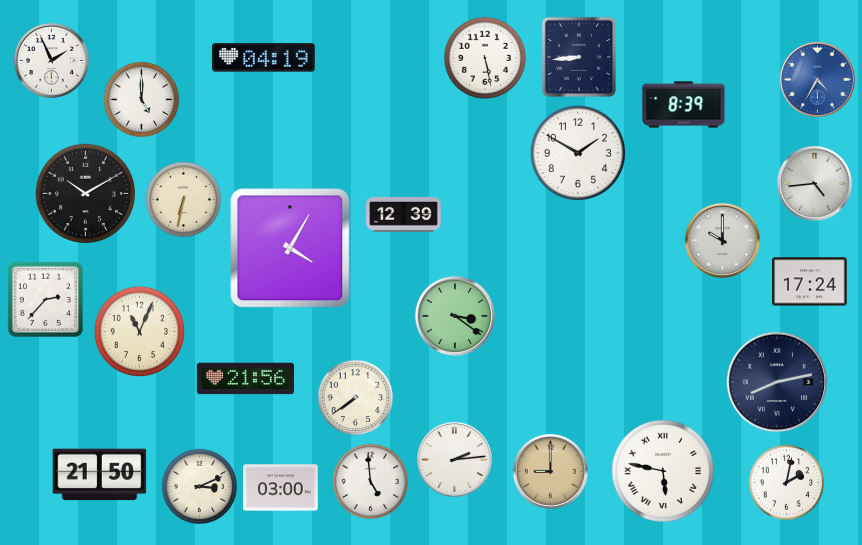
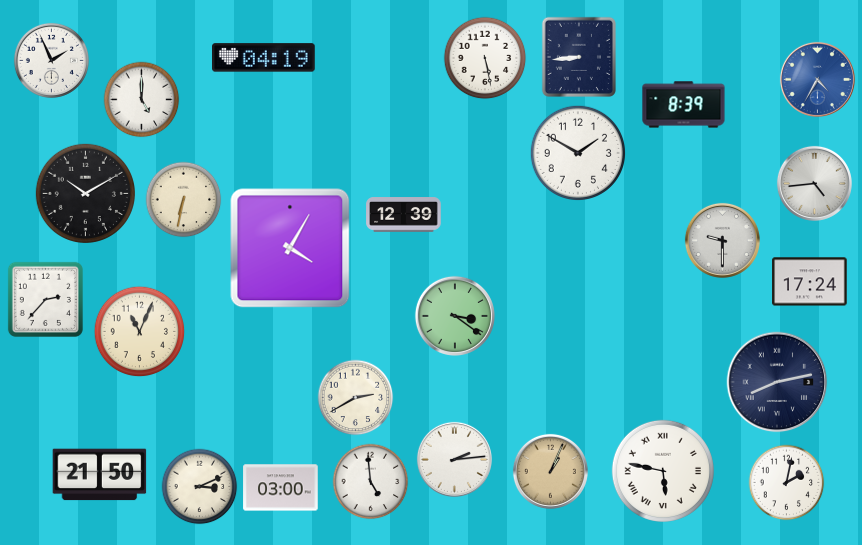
clock at (722, 240): 10:00 -> 9:30
clock at (245, 379): 21:56 -> none
clock at (356, 398): 7:39 -> 2:40
clock at (550, 471): 9:00 -> 1:04
